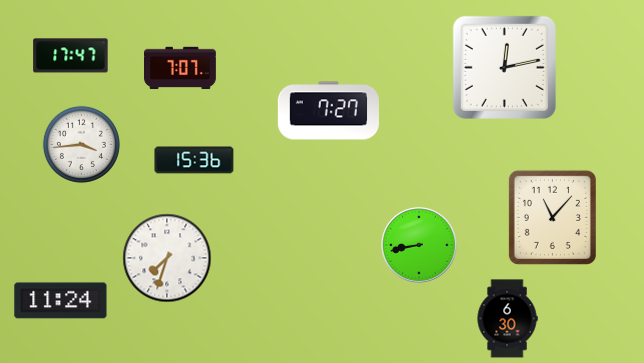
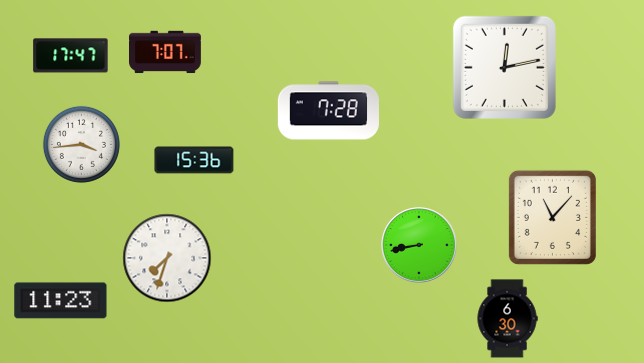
clock at (181, 68) position: (181, 68) -> (166, 52)
clock at (328, 111): 7:27 -> 7:28
clock at (61, 301): 11:24 -> 11:23
